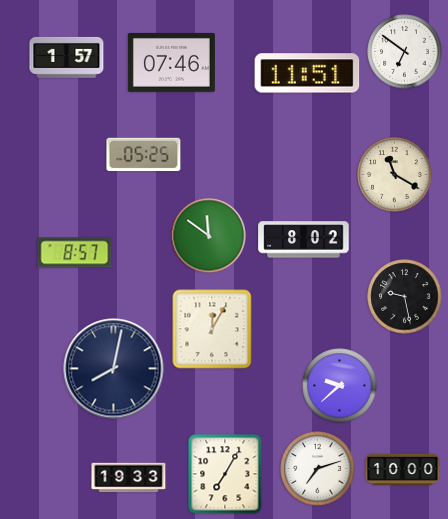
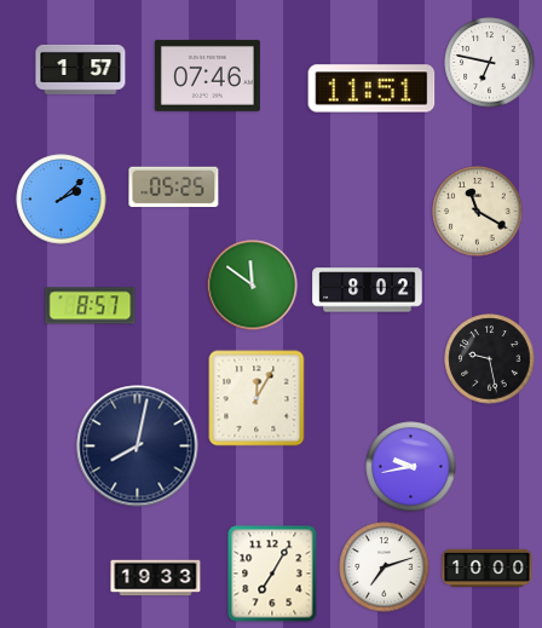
clock at (405, 52): 6:51 -> 6:47
clock at (62, 200): none -> 2:08
clock at (340, 386): 9:38 -> 9:43
